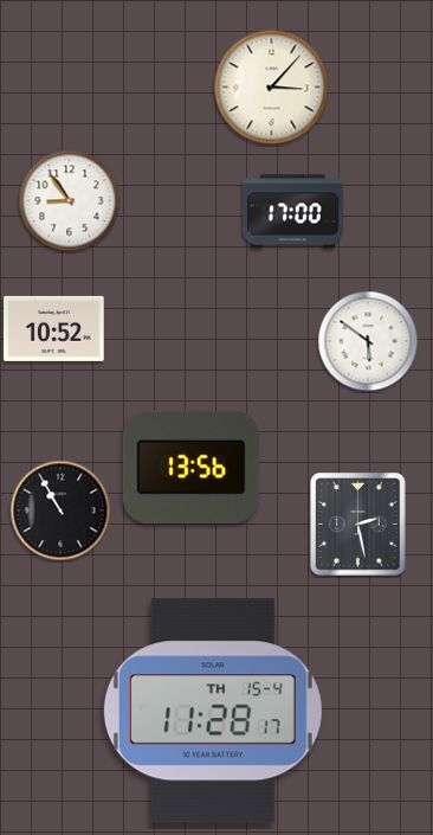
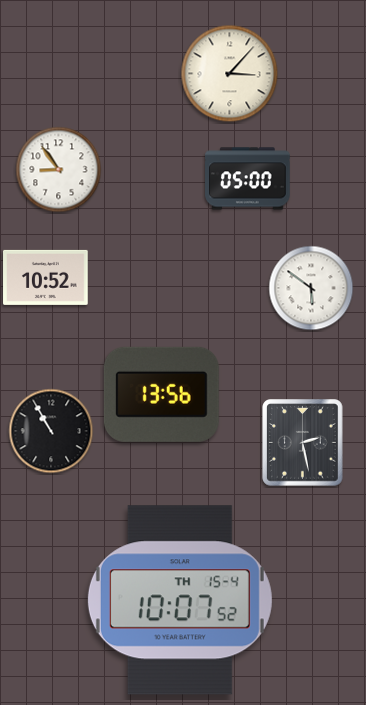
clock at (293, 212): 17:00 -> 05:00
clock at (213, 711): 11:28 -> 10:07
